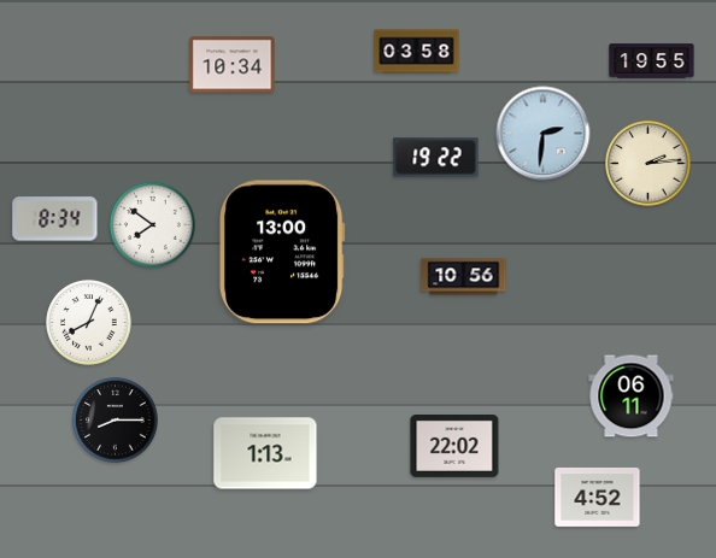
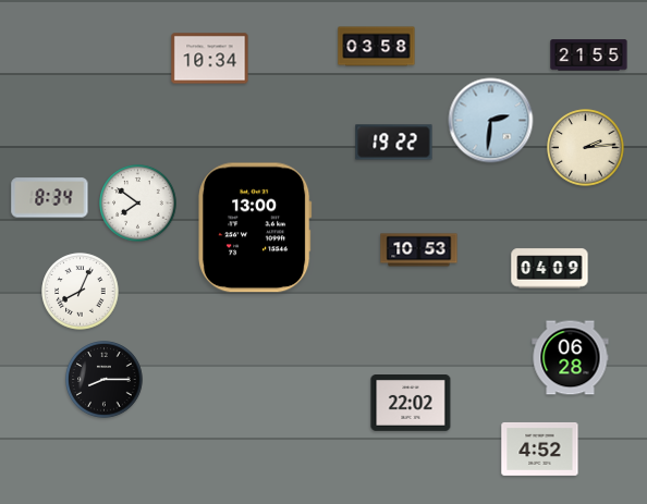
clock at (652, 61): 19:55 -> 21:55
clock at (464, 277): 10:56 -> 10:53
clock at (550, 269): none -> 04:09
clock at (632, 397): 06:11 -> 06:28
clock at (265, 453): 1:13 -> none
